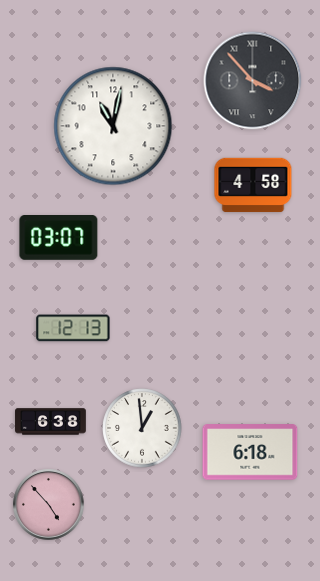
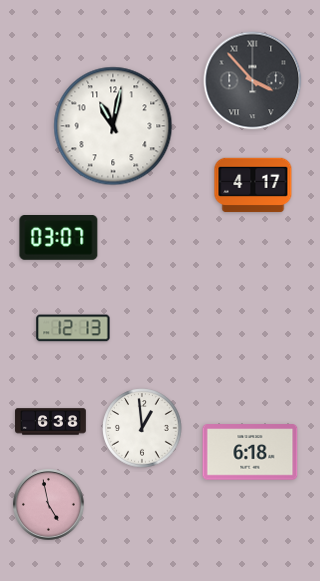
clock at (253, 185): 4:58 -> 4:17
clock at (49, 505): 4:53 -> 4:58
